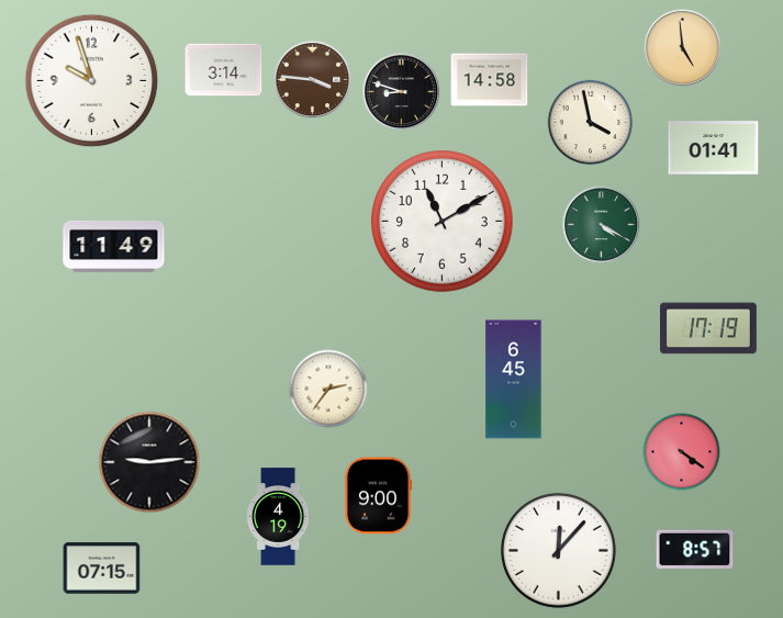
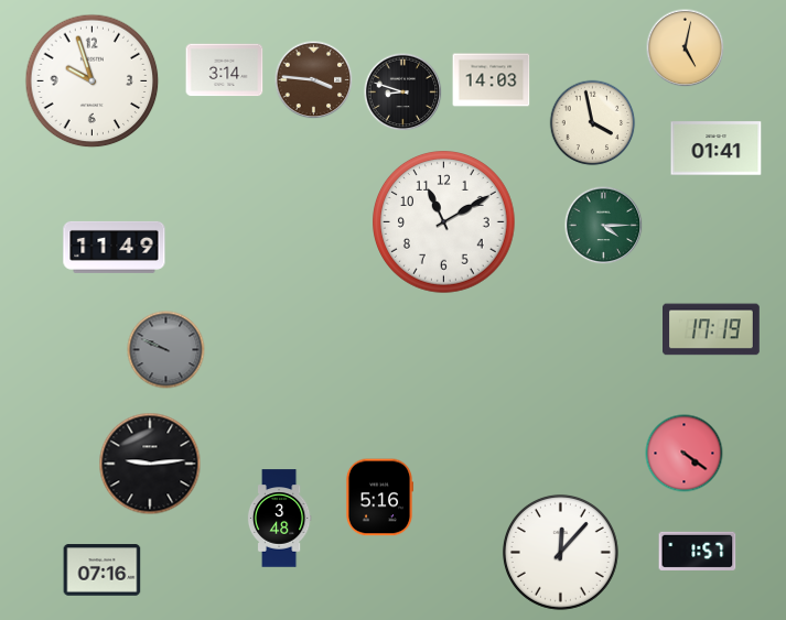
clock at (683, 48): 4:59 -> 5:02
clock at (490, 80): 14:58 -> 14:03
clock at (602, 225): 4:20 -> 4:15
clock at (166, 350): none -> 9:49
clock at (514, 380): 6:45 -> none
clock at (328, 389): 2:36 -> none
clock at (377, 496): 9:00 -> 5:16
clock at (278, 517): 4:19 -> 3:48
clock at (695, 549): 8:57 -> 1:57
clock at (102, 569): 07:15 -> 07:16
